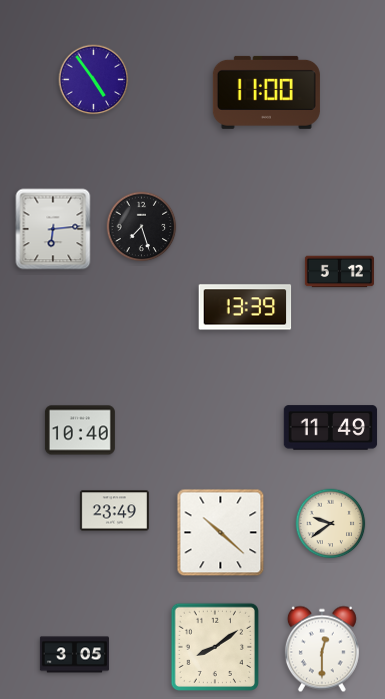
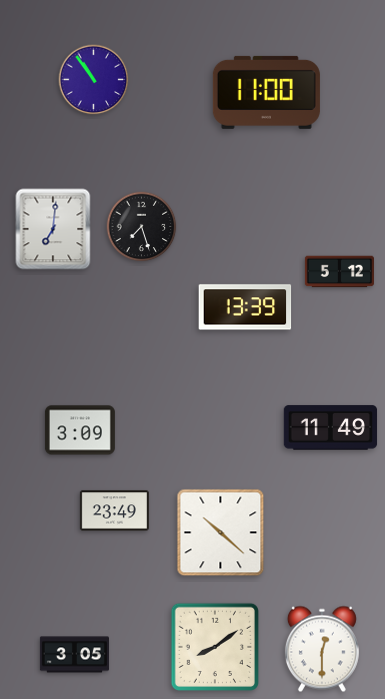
clock at (94, 80): 4:54 -> 10:54
clock at (53, 229): 6:14 -> 7:01
clock at (80, 430): 10:40 -> 3:09
clock at (331, 524): 9:39 -> none
